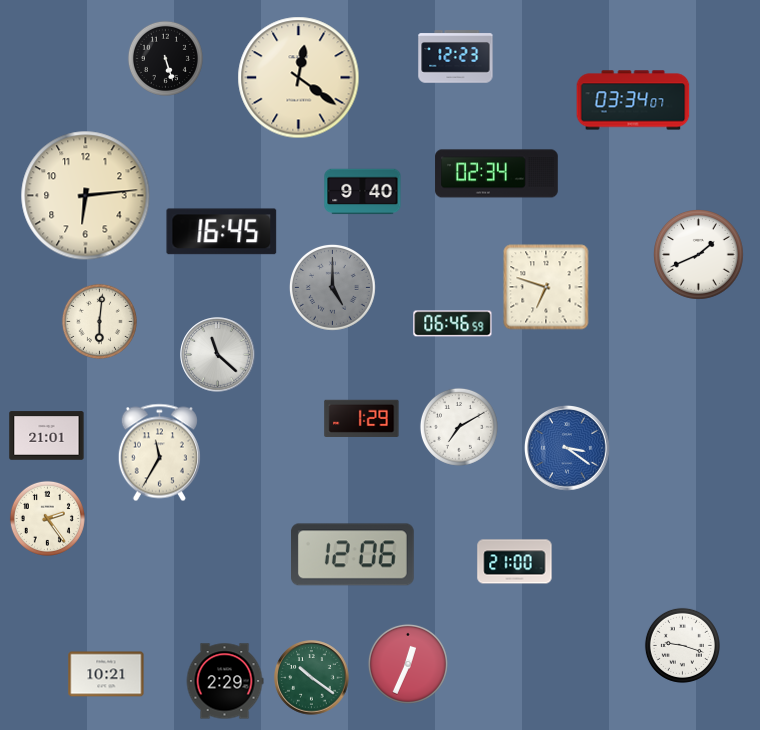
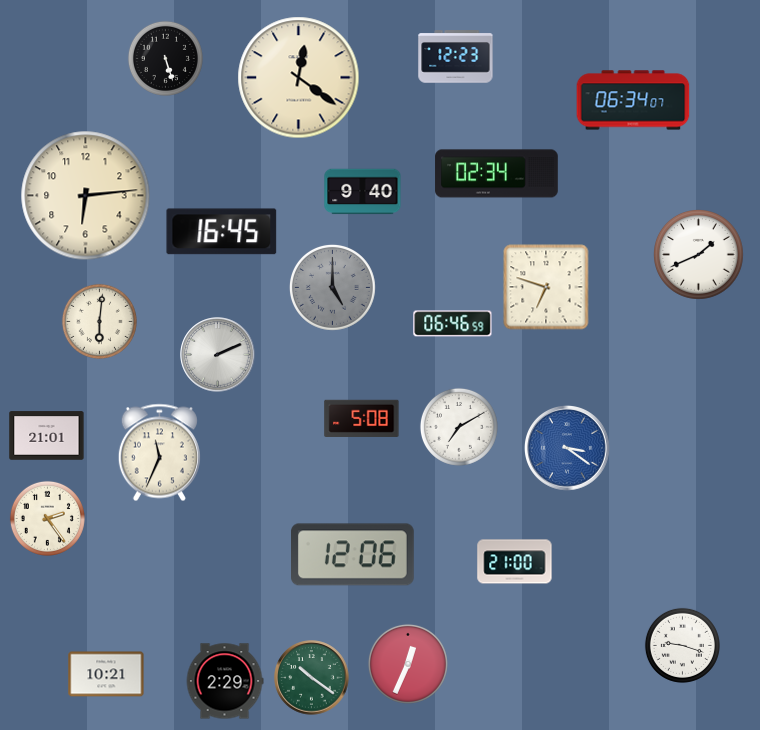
clock at (633, 100): 03:34 -> 06:34
clock at (218, 355): 11:22 -> 2:11
clock at (362, 418): 1:29 -> 5:08
clock at (159, 453): 11:35 -> 11:34
